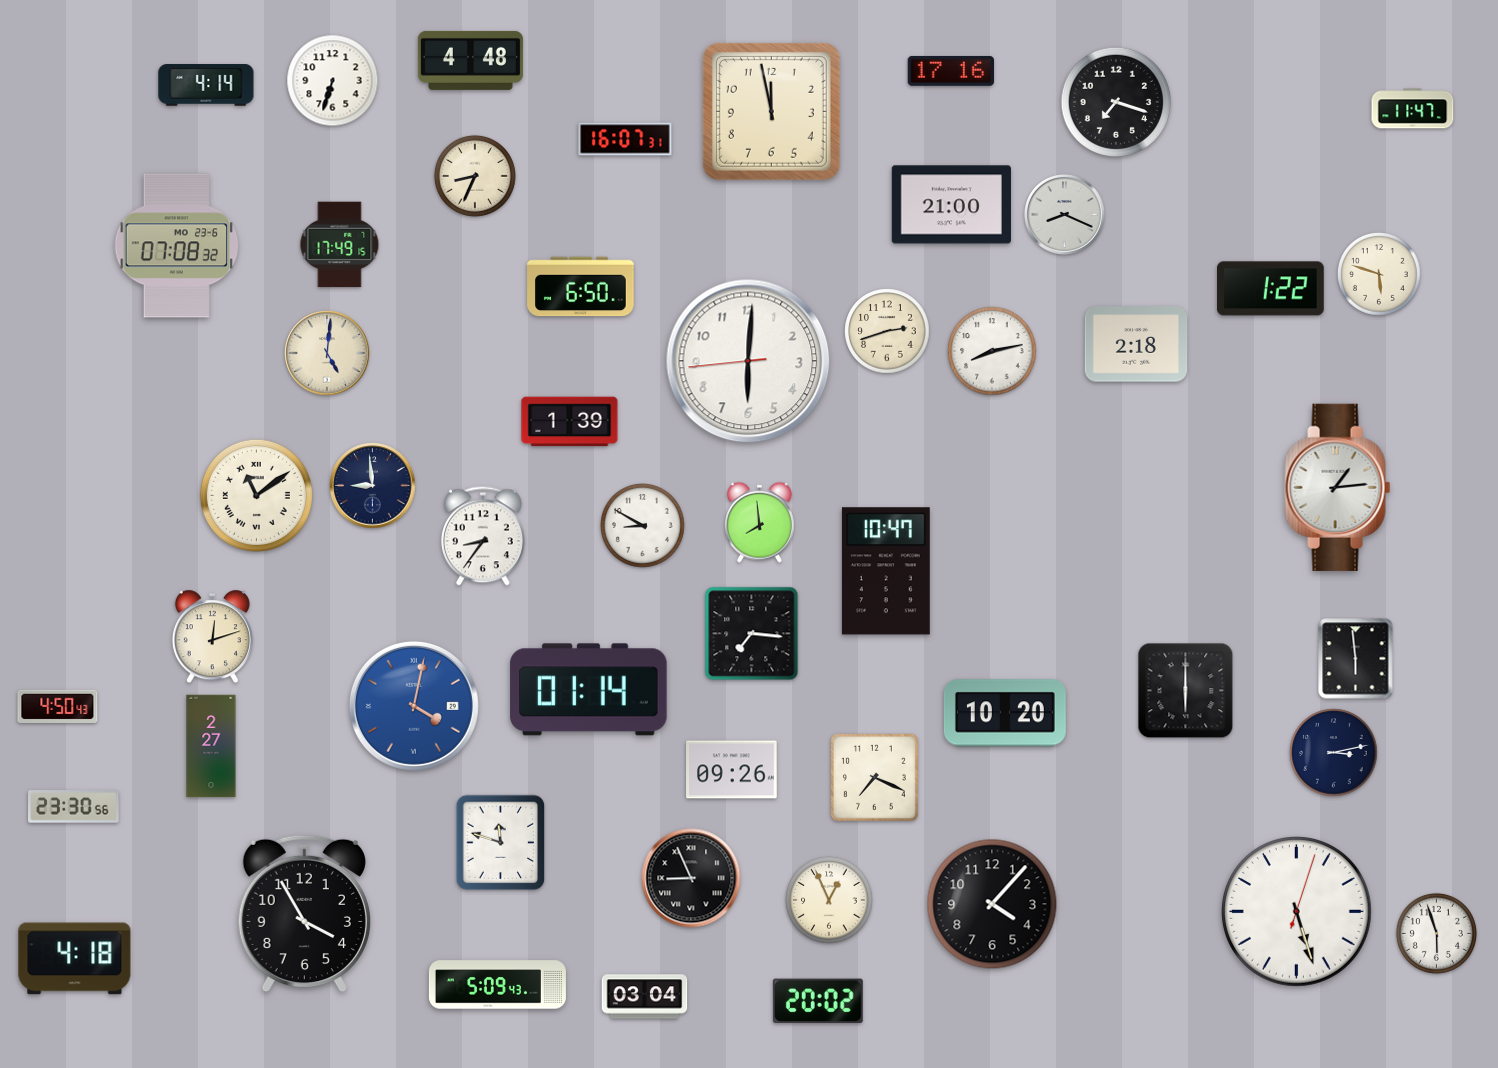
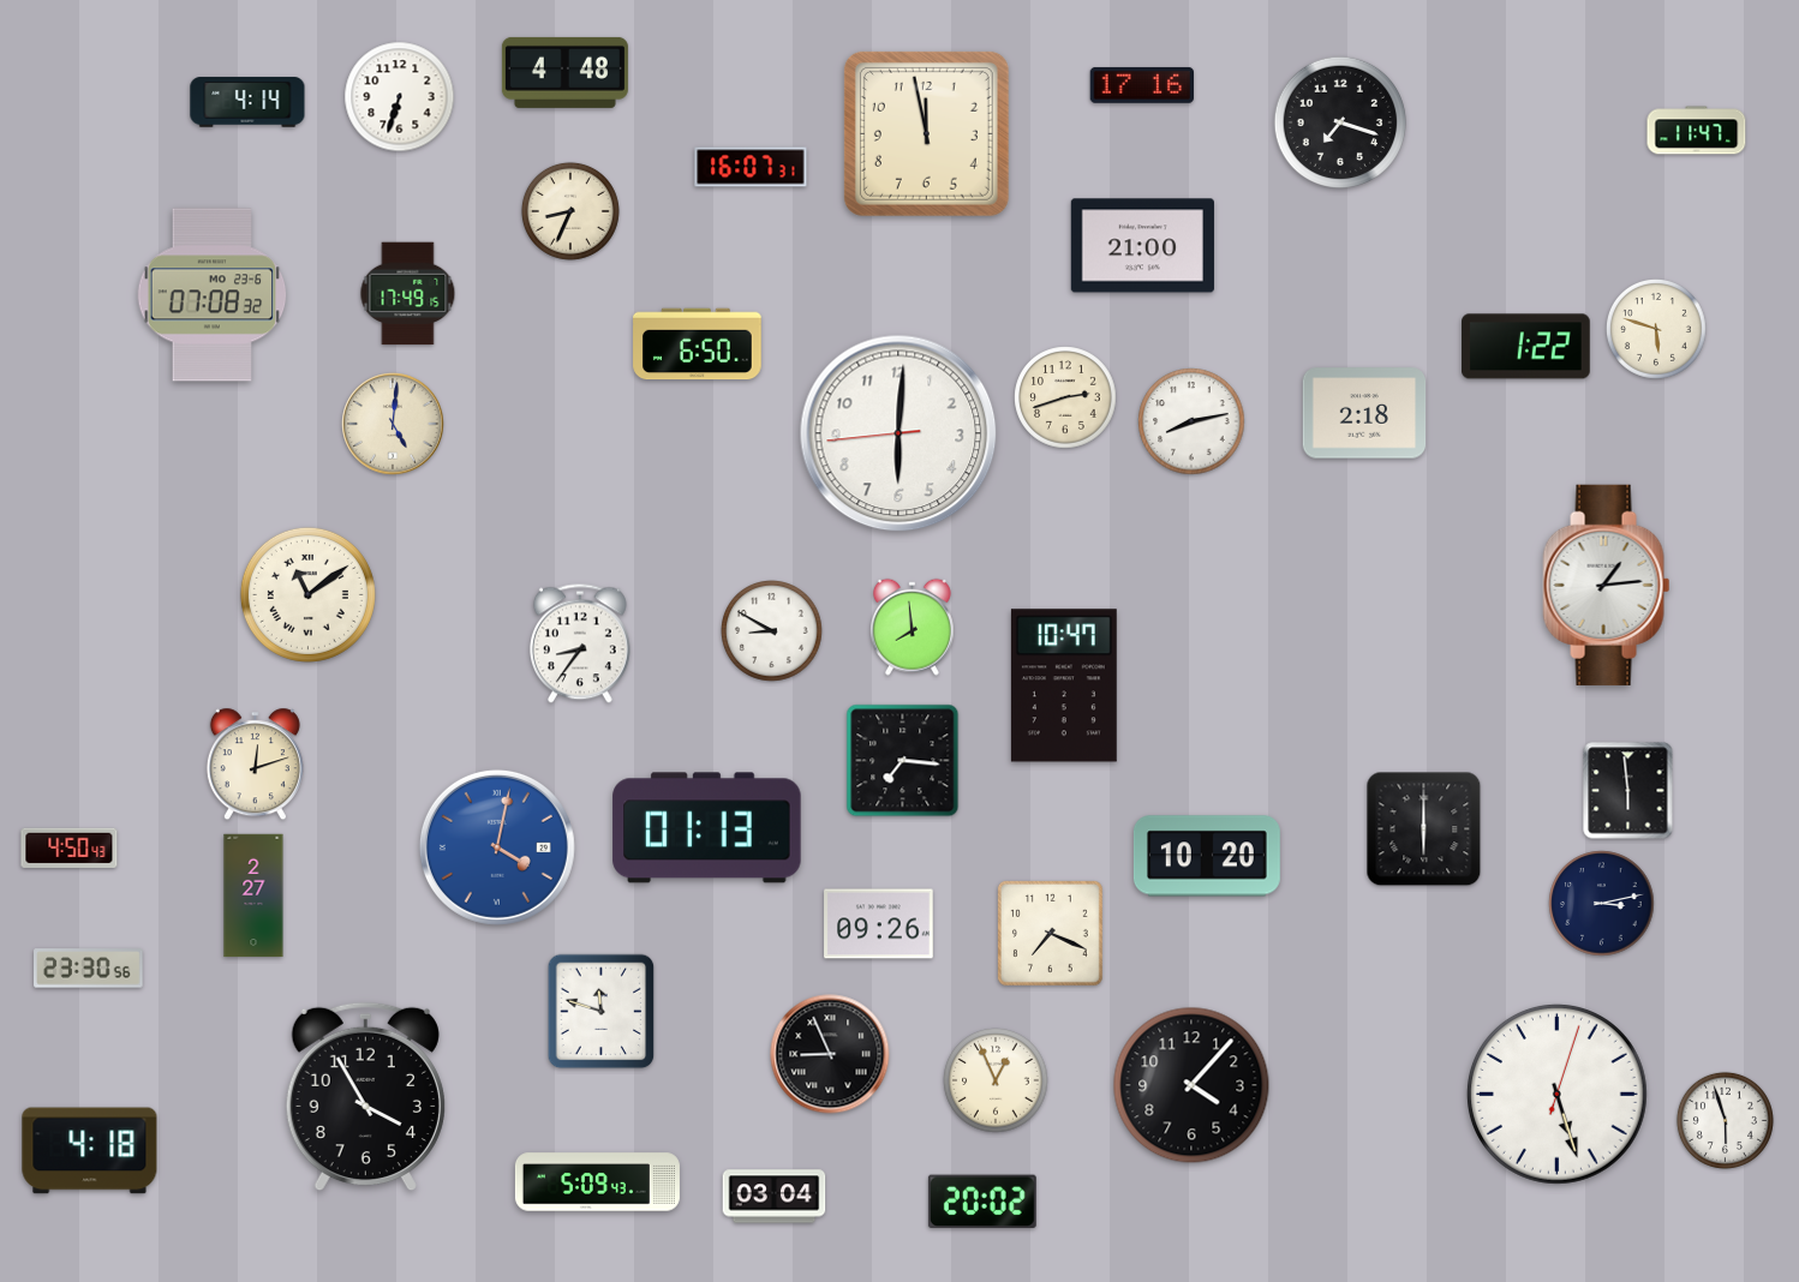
clock at (1065, 215): 8:19 -> none
clock at (570, 422): 1:39 -> none
clock at (373, 486): 8:59 -> none
clock at (589, 690): 01:14 -> 01:13
